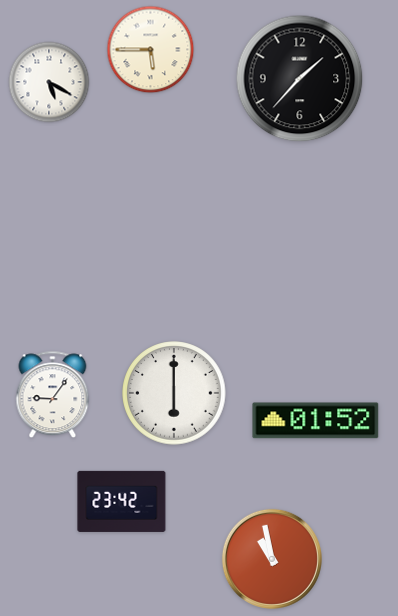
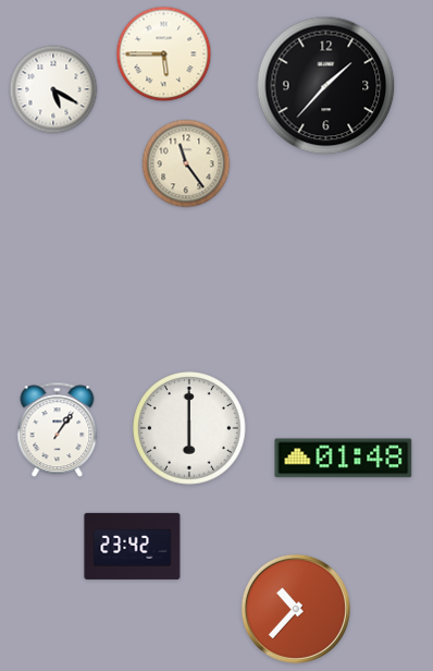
clock at (186, 163): none -> 11:24
clock at (53, 395): 9:06 -> 1:06
clock at (316, 421): 01:52 -> 01:48
clock at (272, 559): 10:58 -> 10:37
